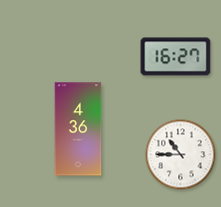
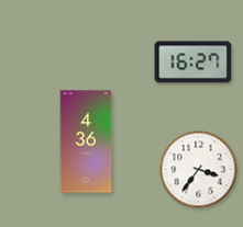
clock at (181, 155): 10:45 -> 3:36
